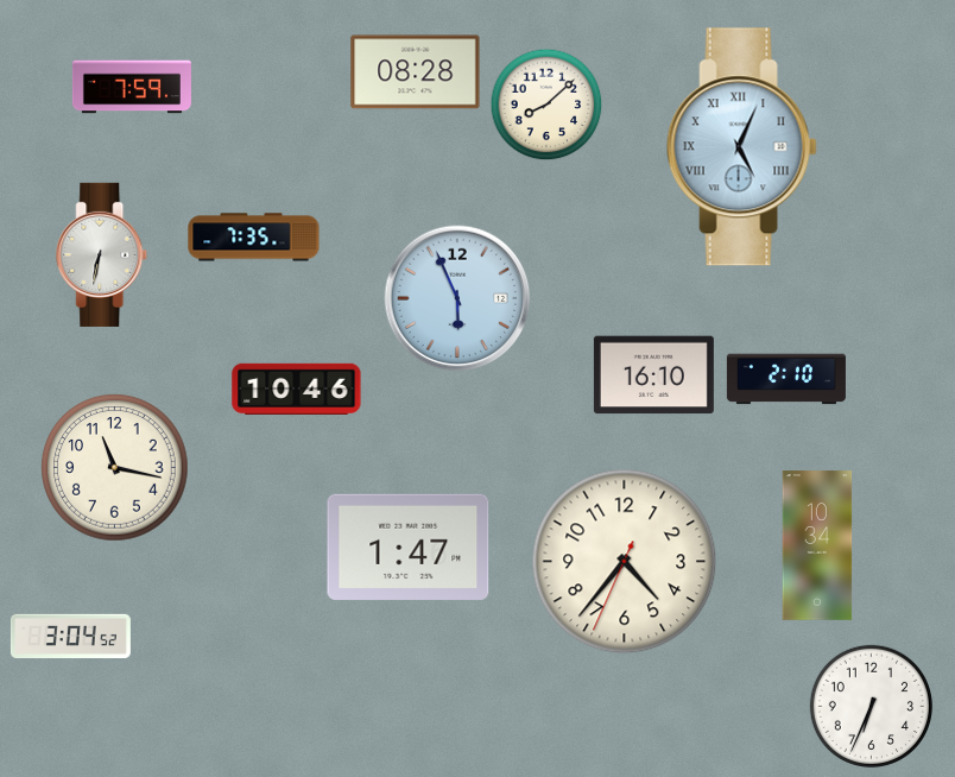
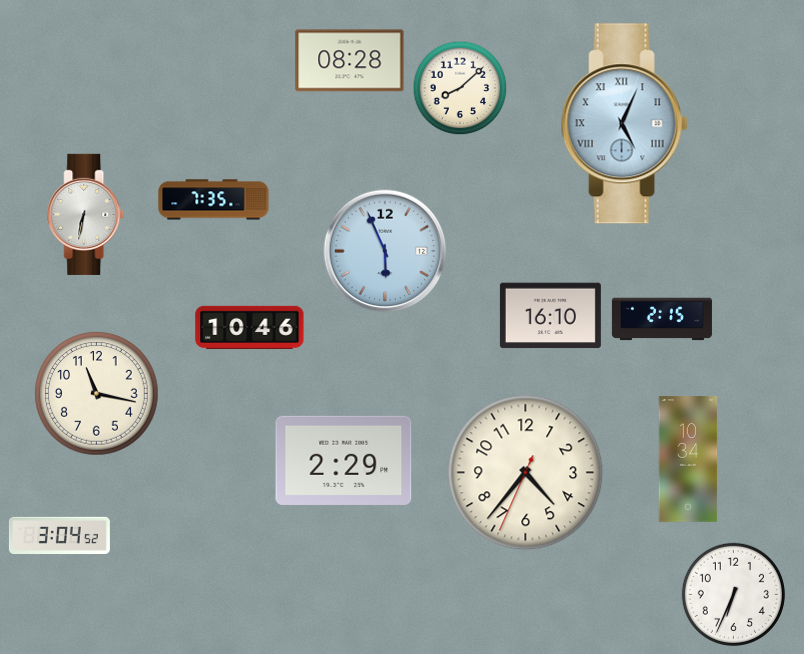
clock at (132, 87): 7:59 -> none
clock at (786, 379): 2:10 -> 2:15
clock at (409, 547): 1:47 -> 2:29
